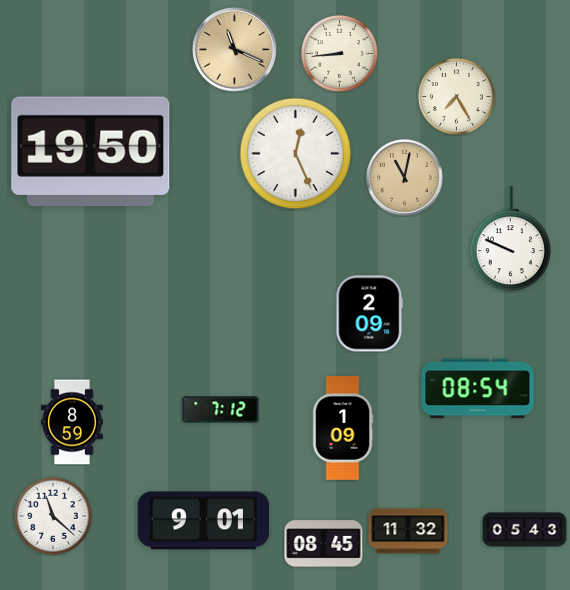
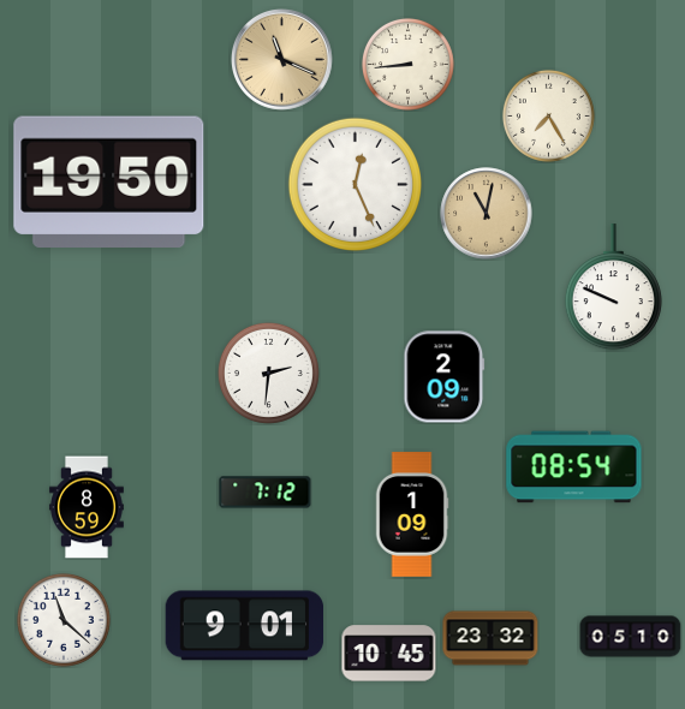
clock at (268, 373): none -> 2:31
clock at (525, 530): 05:43 -> 05:10
clock at (408, 531): 11:32 -> 23:32
clock at (324, 544): 08:45 -> 10:45
